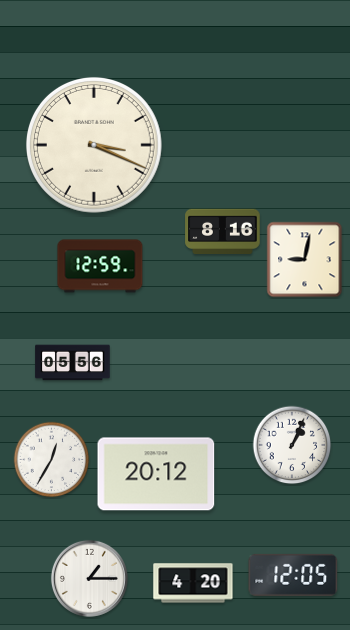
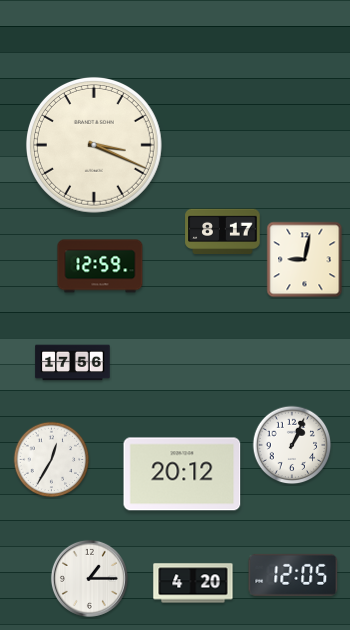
clock at (223, 232): 8:16 -> 8:17
clock at (73, 363): 05:56 -> 17:56
clock at (156, 474) position: (156, 474) -> (182, 474)
